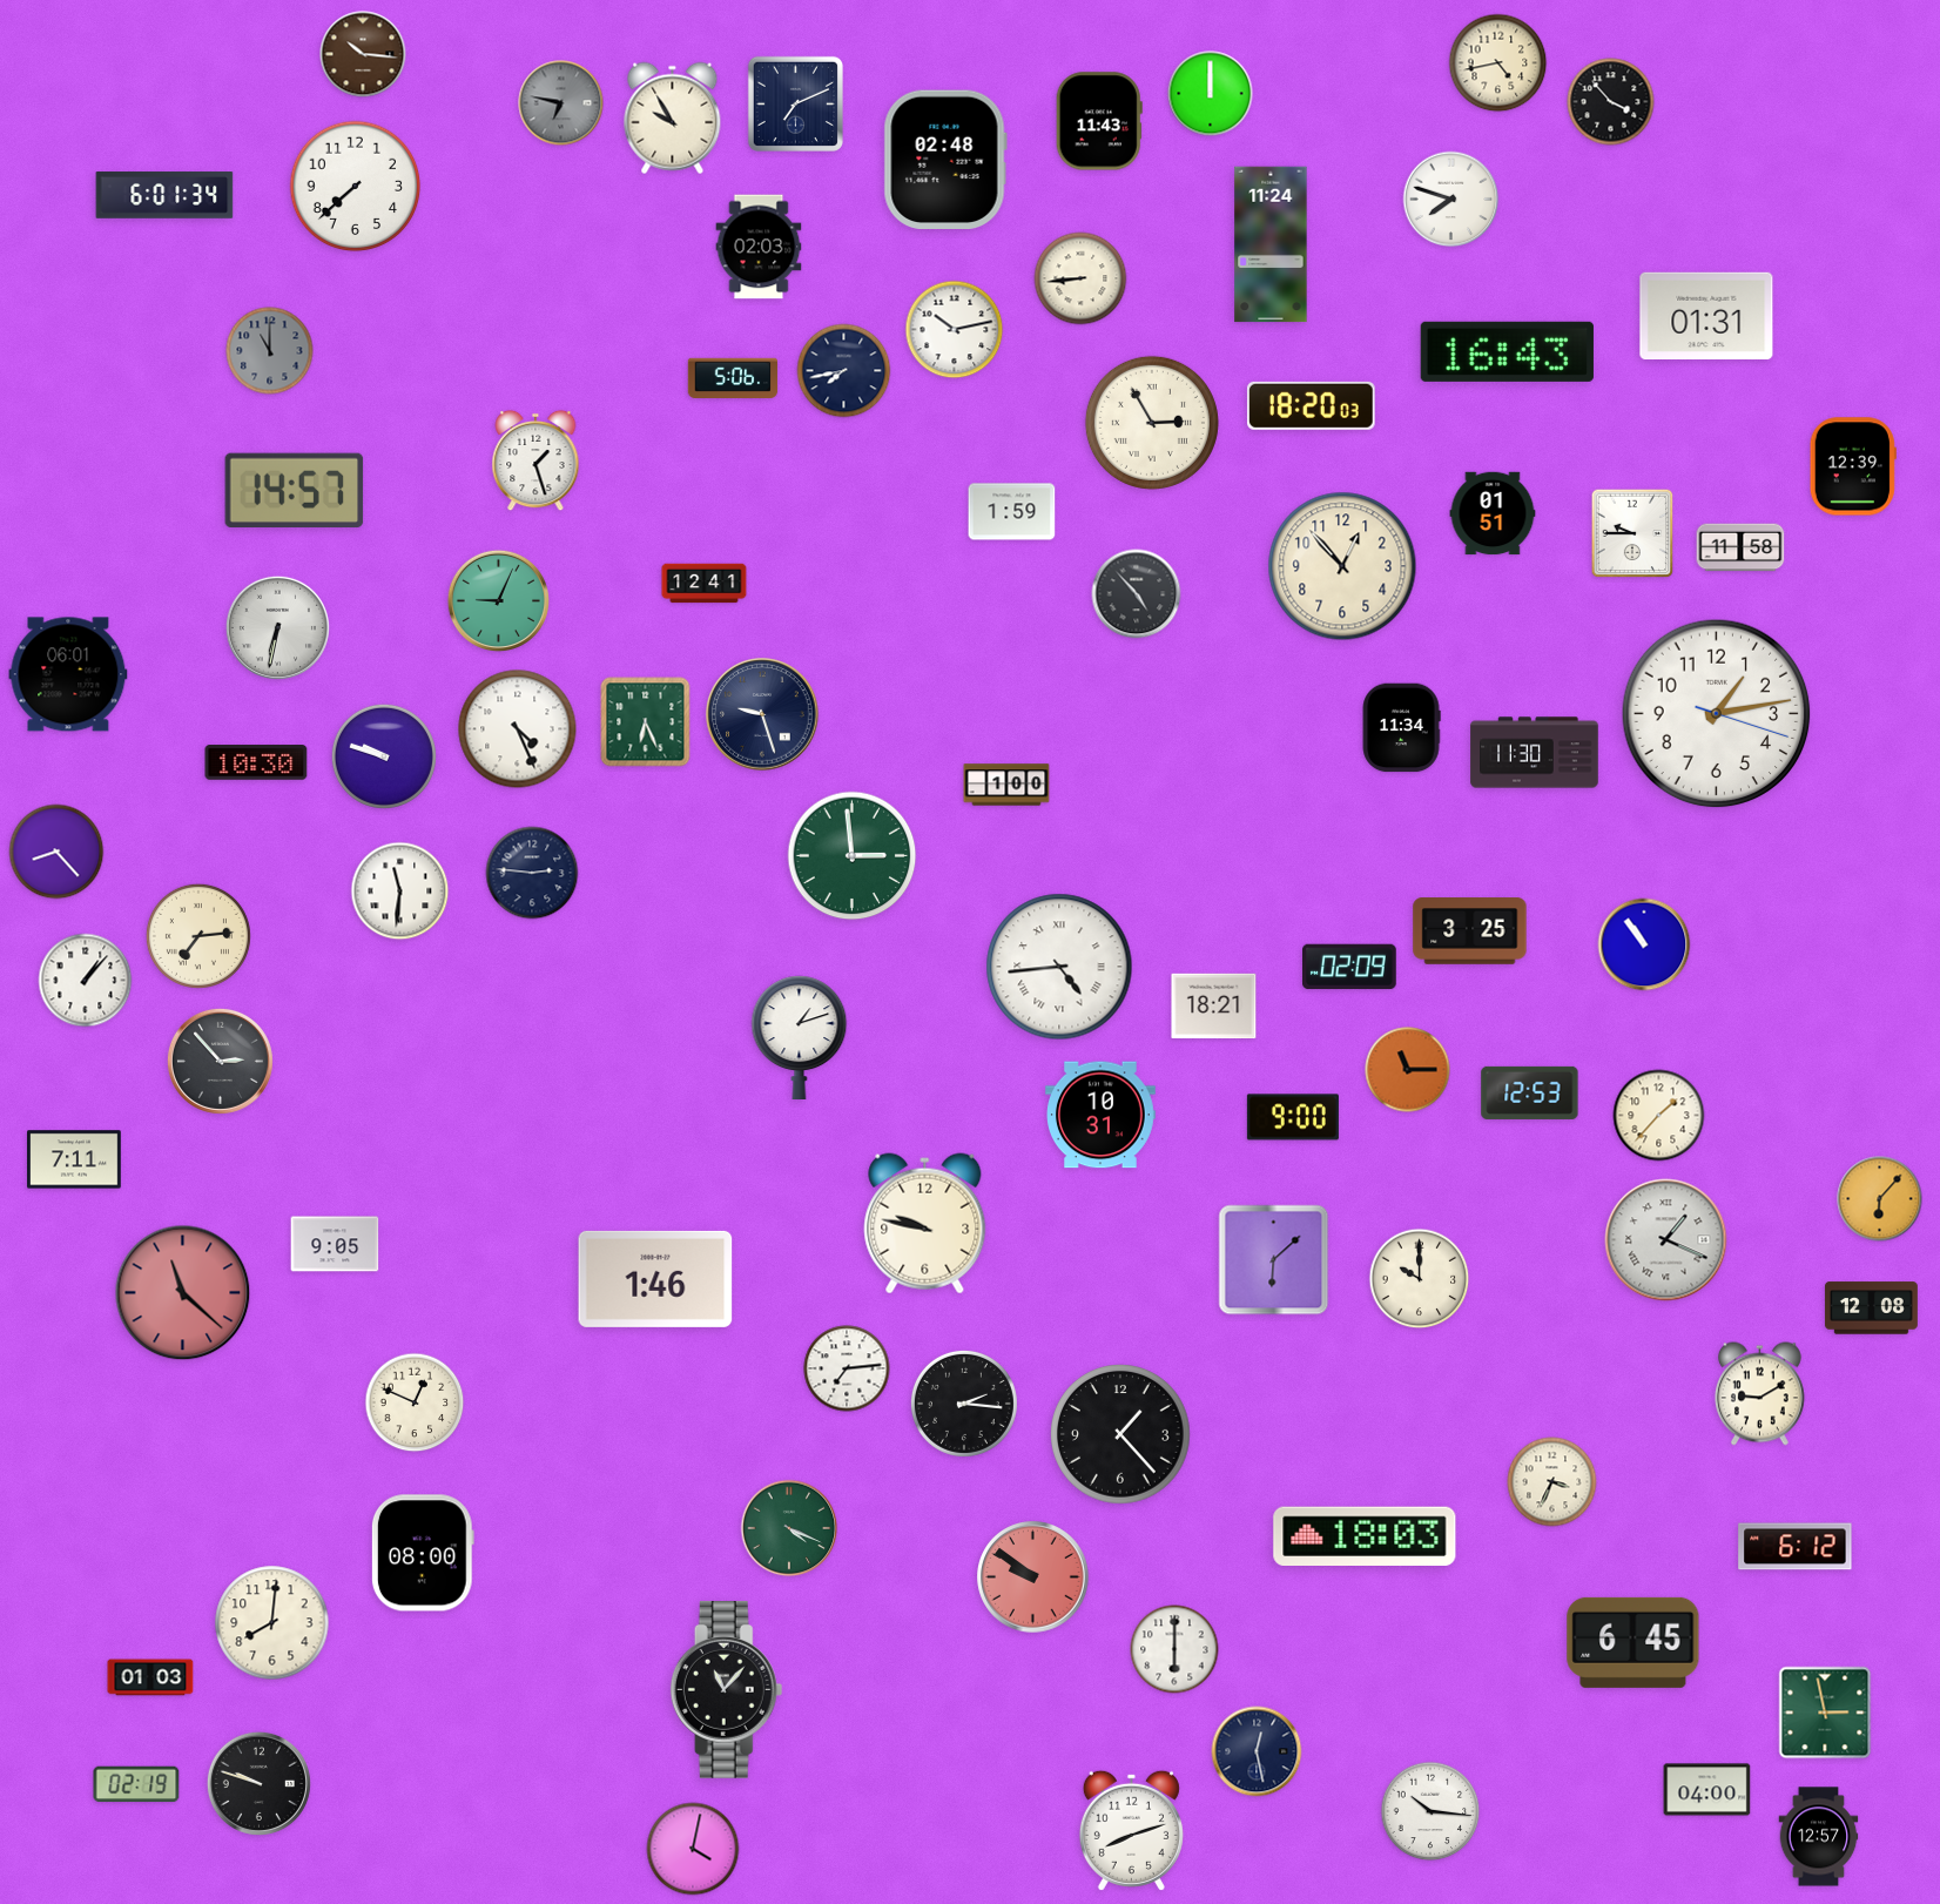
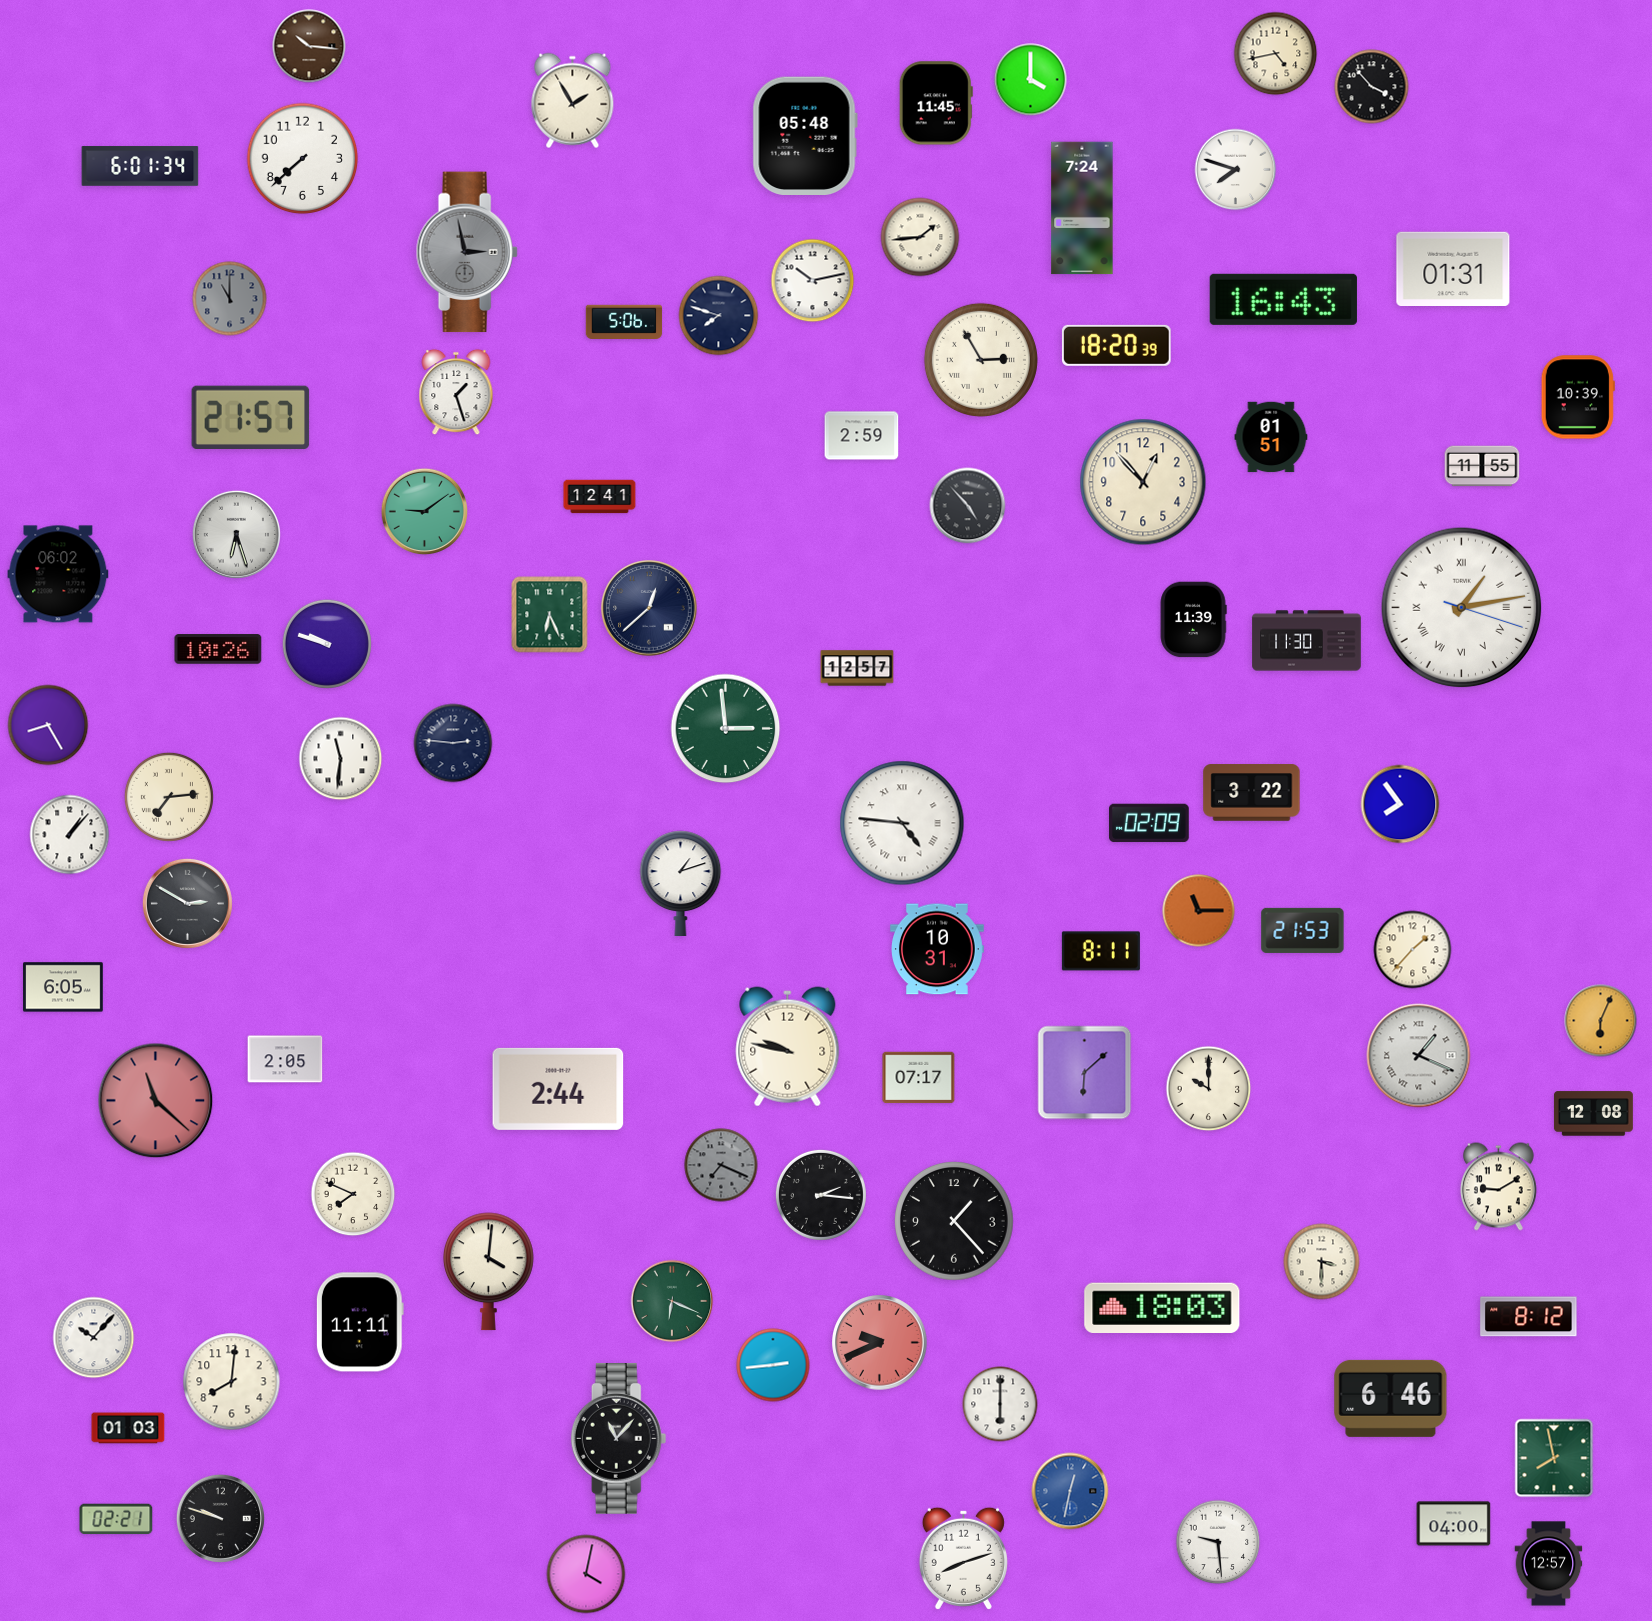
clock at (1211, 94): 12:00 -> 4:00
clock at (561, 103): 6:47 -> none
clock at (795, 103): 7:11 -> none
clock at (673, 119): 9:55 -> 1:55
clock at (1099, 121): 11:43 -> 11:45
clock at (945, 159): 02:48 -> 05:48
clock at (1271, 244): 11:24 -> 7:24
clock at (759, 247): 02:03 -> none
clock at (1080, 278): 8:44 -> 1:44
clock at (467, 252): none -> 2:58
clock at (844, 371): 7:43 -> 7:48
clock at (1311, 405): 18:20:03 -> 18:20:39
clock at (1853, 466): 12:39 -> 10:39
clock at (295, 490): 14:57 -> 21:57
clock at (1012, 512): 1:59 -> 2:59
clock at (1632, 533): 9:45 -> none
clock at (1740, 547): 11:58 -> 11:55
clock at (498, 600): 9:04 -> 9:09
clock at (277, 627): 6:32 -> 6:27
clock at (68, 674): 06:01 -> 06:02
clock at (762, 714): 9:27 -> 12:38
clock at (1717, 714) numerals: Arabic -> Roman
clock at (1401, 728): 11:34 -> 11:39
clock at (518, 729): 4:26 -> none
clock at (256, 762): 10:30 -> 10:26
clock at (1006, 785): 1:00 -> 12:57
clock at (56, 852): 8:23 -> 8:25
clock at (1470, 931): 3:25 -> 3:22
clock at (1644, 944): 10:54 -> 7:54
clock at (1059, 967): 4:44 -> 4:46
clock at (86, 981) position: (86, 981) -> (70, 835)
clock at (1214, 1007): 18:21 -> none
clock at (220, 1061): 2:53 -> 2:50
clock at (1530, 1092): 12:53 -> 21:53
clock at (1293, 1117): 9:00 -> 8:11
clock at (74, 1159): 7:11 -> 6:05
clock at (1880, 1199): 6:07 -> 6:04
clock at (925, 1224) position: (925, 1224) -> (788, 1047)
clock at (335, 1244): 9:05 -> 2:05
clock at (919, 1078): none -> 07:17
clock at (655, 1279): 1:46 -> 2:44
clock at (847, 1368): 7:14 -> 7:19
clock at (847, 1368) dial: white -> grey
clock at (415, 1402): 12:49 -> 7:49
clock at (1552, 1482): 3:34 -> 3:30
clock at (488, 1272): none -> 4:01
clock at (789, 1528): 4:19 -> 6:19
clock at (1796, 1547): 6:12 -> 8:12
clock at (423, 1553): 08:00 -> 11:11
clock at (94, 1338): none -> 10:07
clock at (1033, 1577): 9:51 -> 9:41
clock at (773, 1365): none -> 2:44
clock at (1633, 1642): 6:45 -> 6:46
clock at (1825, 1713): 2:58 -> 7:58
clock at (1257, 1751): 12:28 -> 12:32
clock at (1257, 1751) dial: navy -> blue
clock at (136, 1784): 02:19 -> 02:21
clock at (1430, 1811): 10:16 -> 9:29
clock at (693, 1849) position: (693, 1849) -> (586, 1574)
